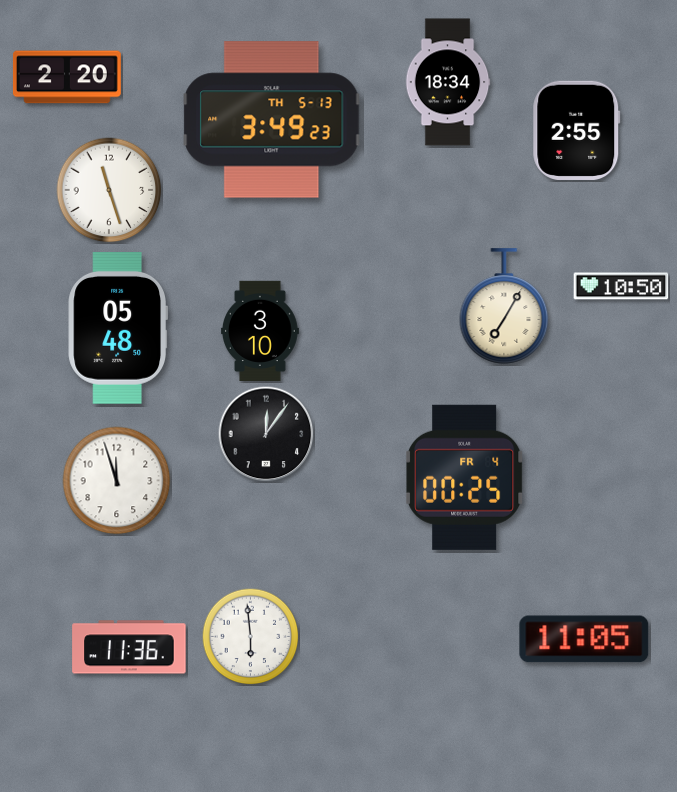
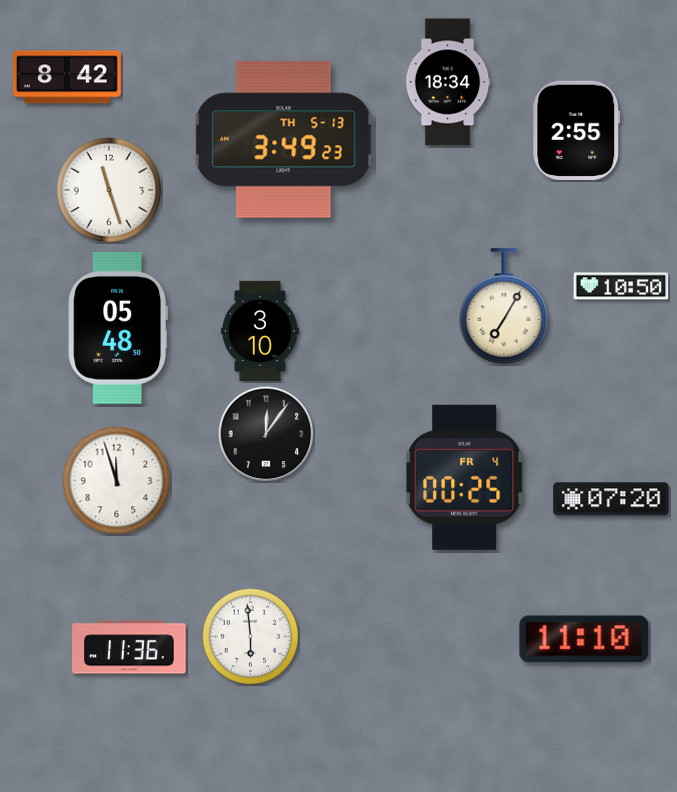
clock at (67, 77): 2:20 -> 8:42
clock at (272, 120) position: (272, 120) -> (284, 140)
clock at (611, 499): none -> 07:20
clock at (584, 639): 11:05 -> 11:10
